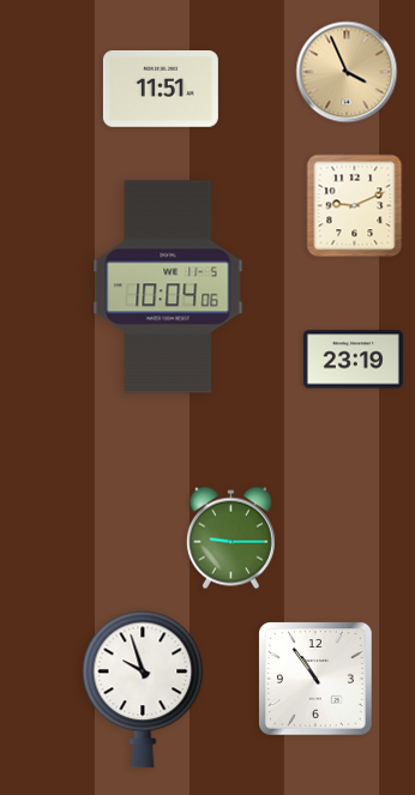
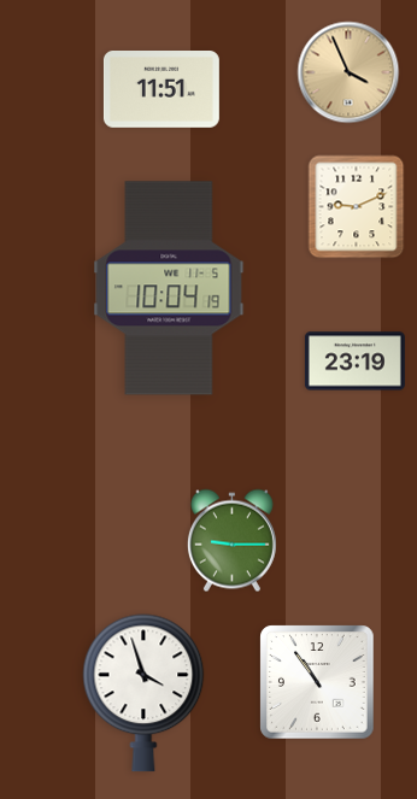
clock at (168, 287): 10:04:06 -> 10:04:19
clock at (143, 689): 9:57 -> 3:57
